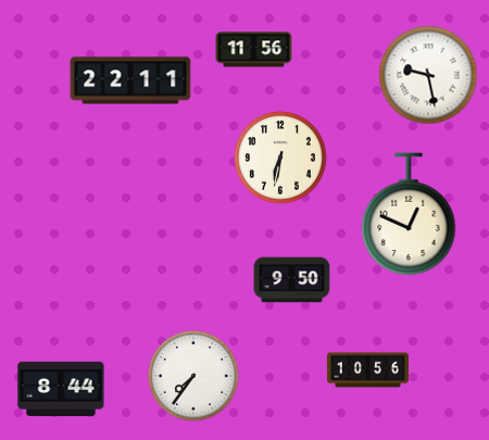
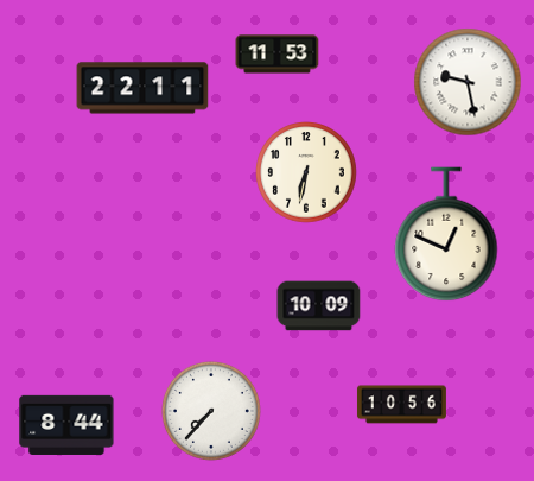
clock at (254, 50): 11:56 -> 11:53
clock at (292, 280): 9:50 -> 10:09
clock at (193, 376): 7:36 -> 7:37
